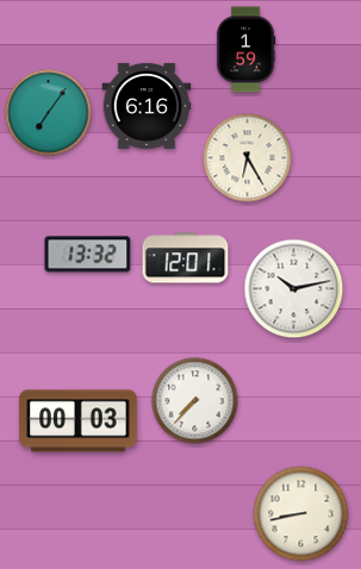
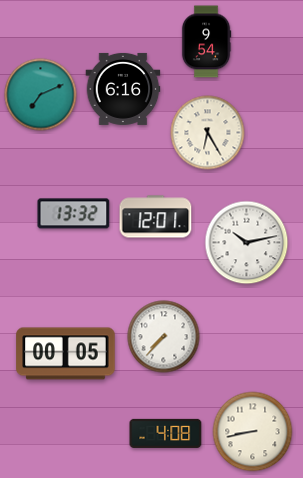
clock at (245, 50): 1:59 -> 9:54
clock at (49, 113): 7:06 -> 7:11
clock at (79, 421): 00:03 -> 00:05
clock at (166, 433): none -> 4:08
